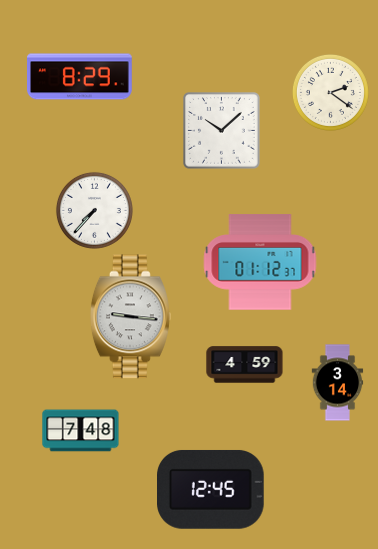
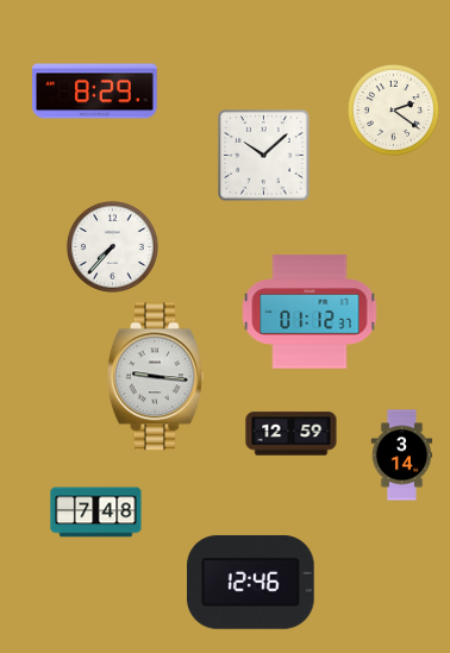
clock at (94, 210) position: (94, 210) -> (112, 246)
clock at (245, 365): 4:59 -> 12:59
clock at (211, 489): 12:45 -> 12:46
